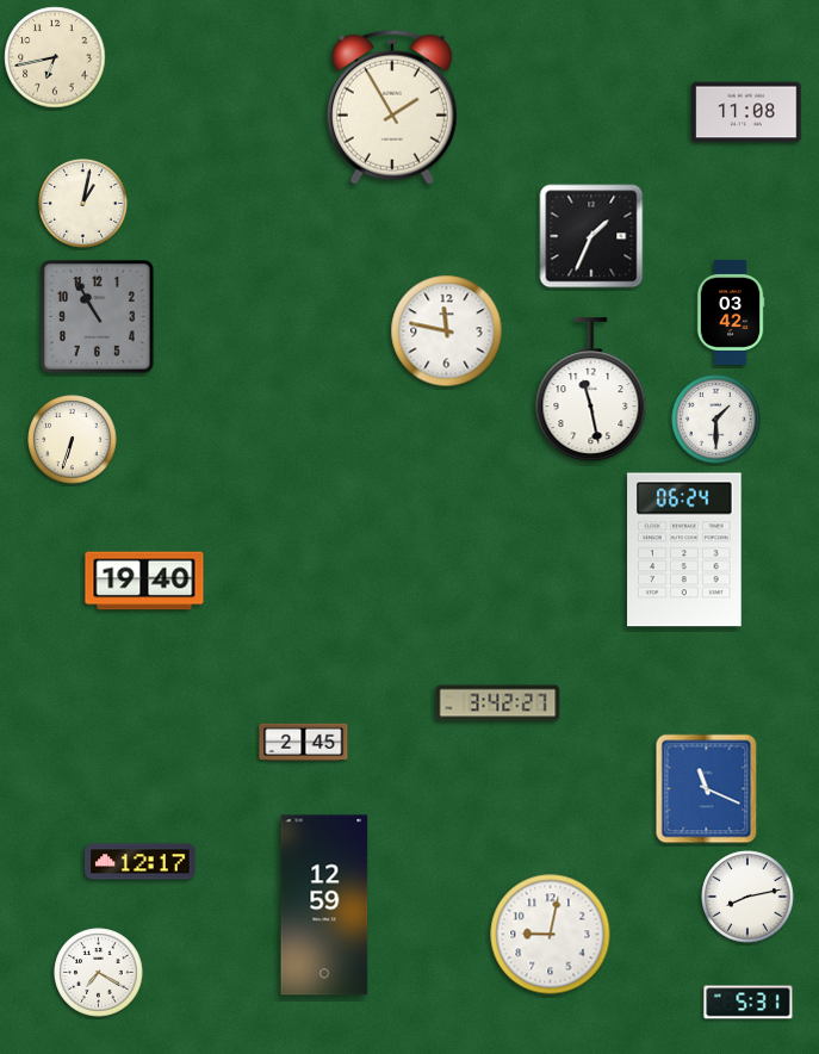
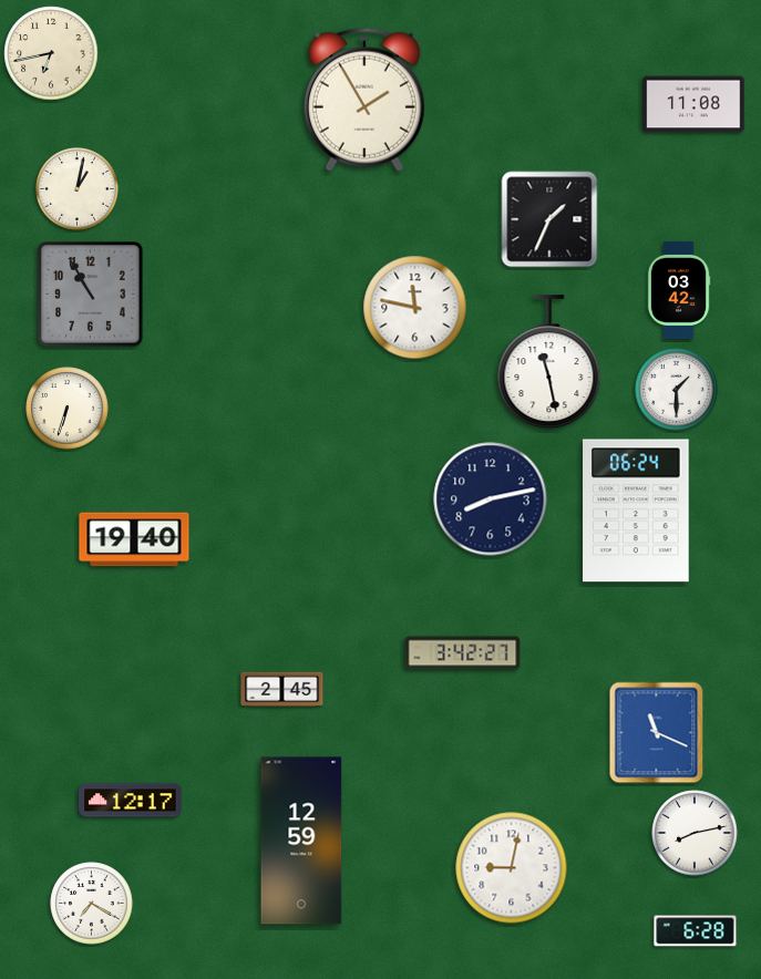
clock at (716, 420) position: (716, 420) -> (677, 390)
clock at (491, 499): none -> 8:13
clock at (749, 1003): 5:31 -> 6:28
